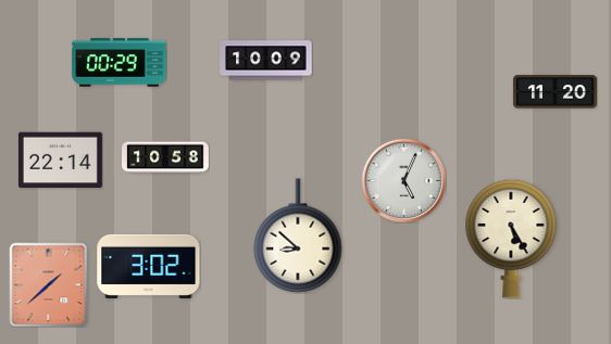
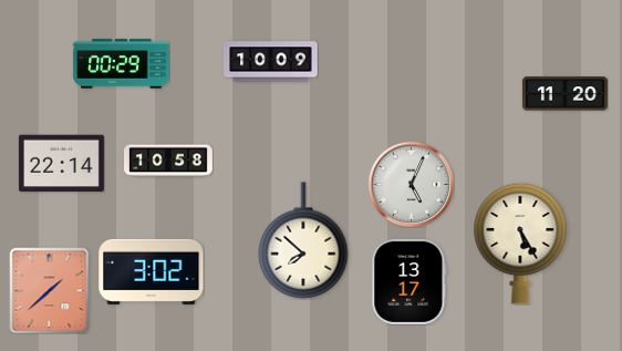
clock at (298, 235): 8:52 -> 7:52
clock at (410, 281): none -> 13:17
